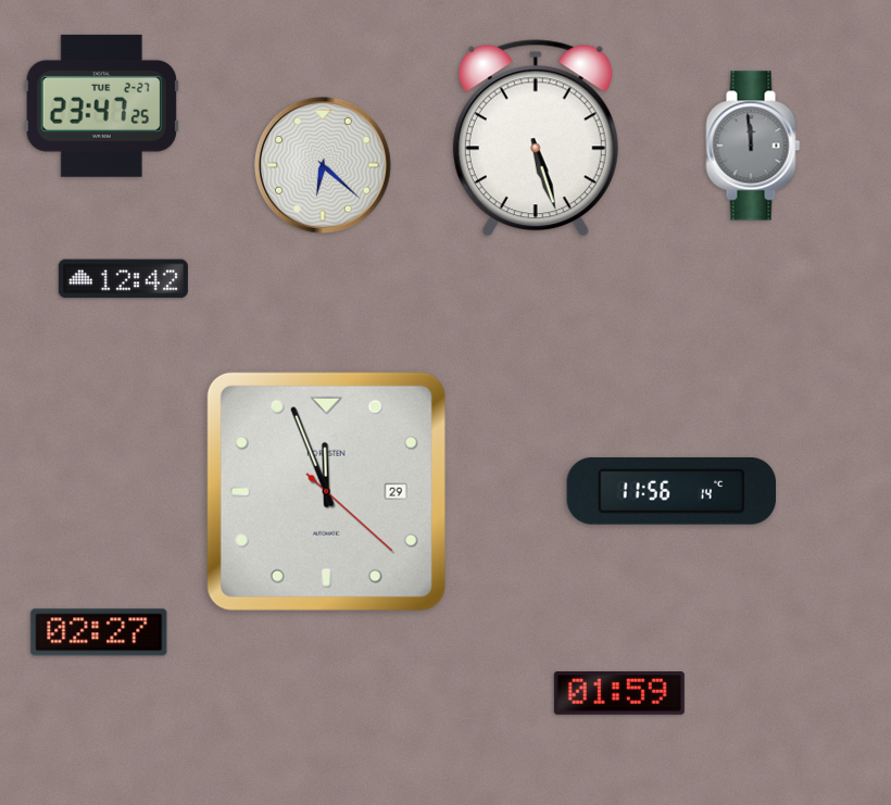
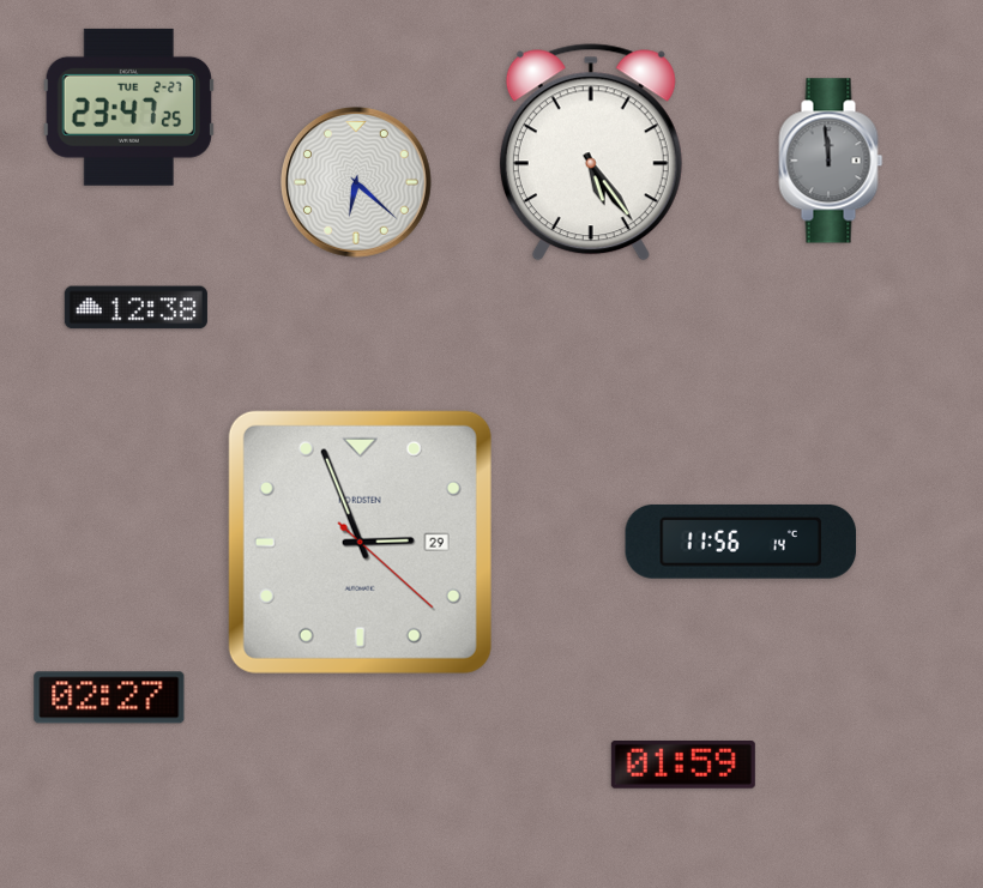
clock at (101, 105) position: (101, 105) -> (128, 107)
clock at (536, 138): 5:27 -> 5:24
clock at (123, 279): 12:42 -> 12:38
clock at (326, 491): 11:56 -> 2:56
